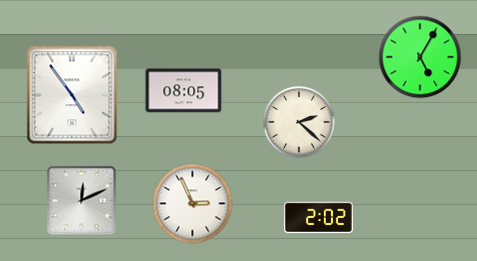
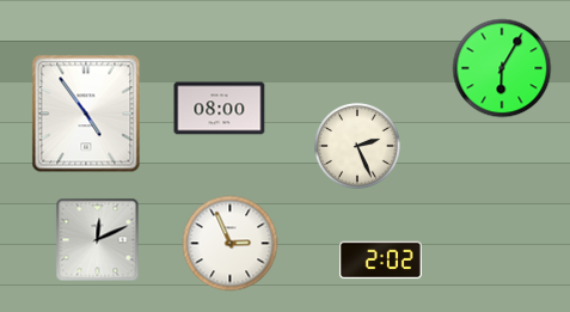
clock at (420, 57): 5:05 -> 6:05
clock at (184, 91): 08:05 -> 08:00
clock at (300, 123): 2:22 -> 2:26
